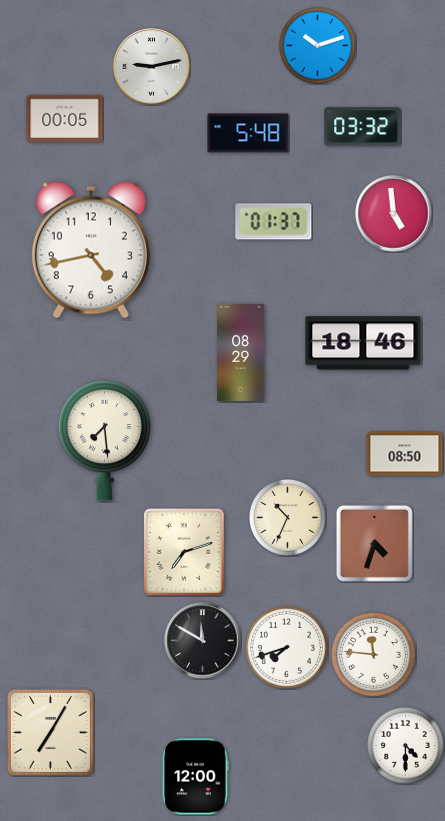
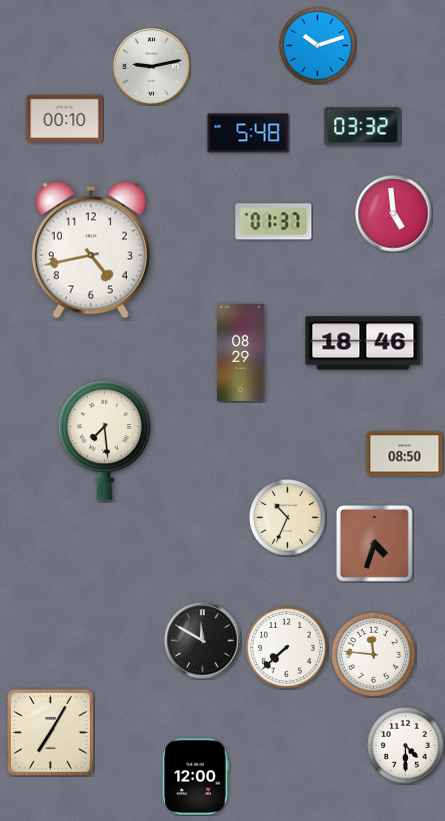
clock at (65, 118): 00:05 -> 00:10
clock at (185, 553): 7:12 -> none
clock at (286, 647): 7:42 -> 7:38
